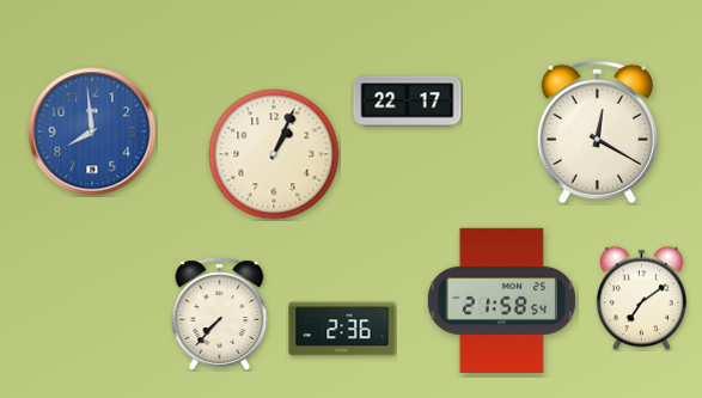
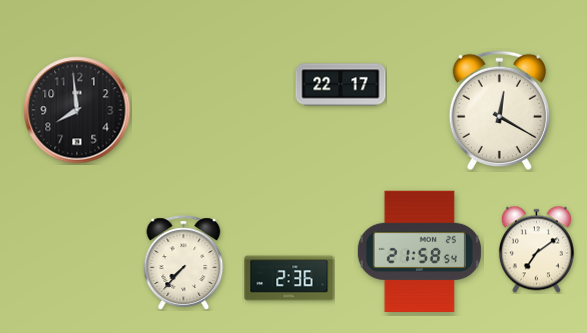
clock at (92, 131) dial: blue -> black
clock at (274, 154): 1:04 -> none
clock at (342, 329) position: (342, 329) -> (289, 278)
